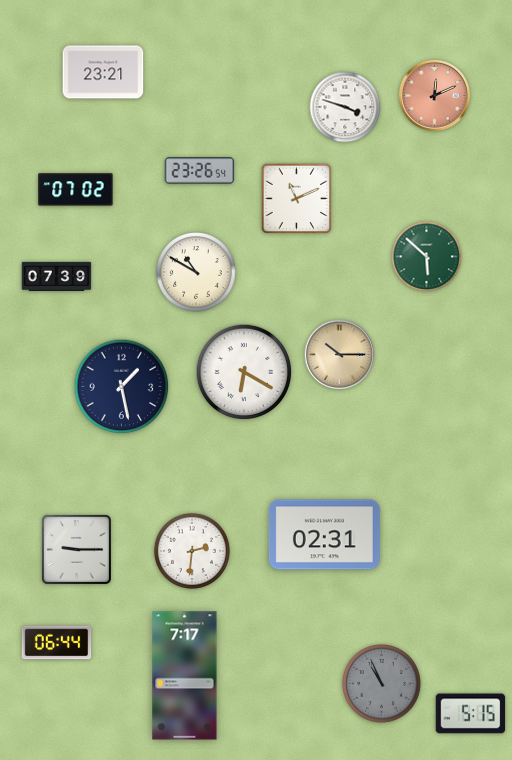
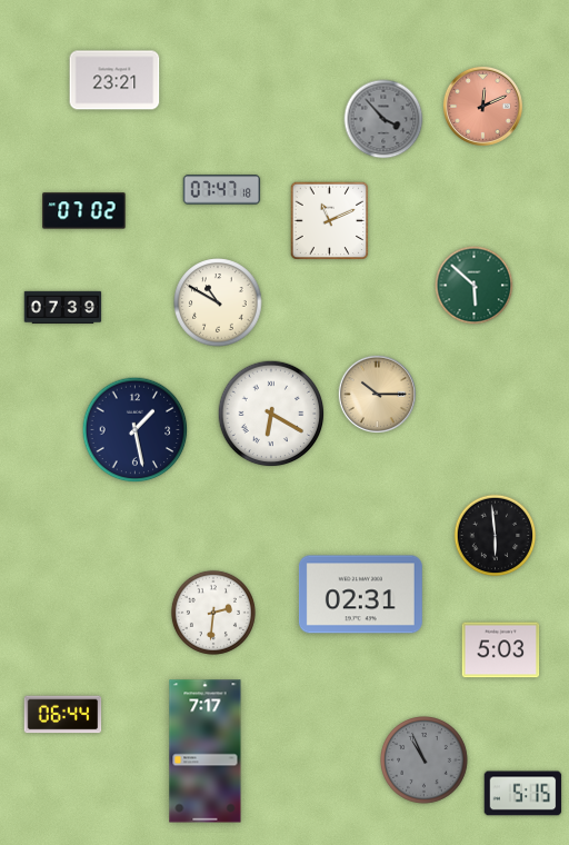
clock at (345, 107): 3:48 -> 3:53
clock at (345, 107) dial: white -> grey
clock at (200, 171): 23:26 -> 07:47
clock at (496, 536): none -> 5:59
clock at (76, 549): 9:15 -> none
clock at (501, 650): none -> 5:03
